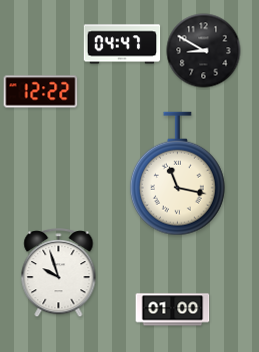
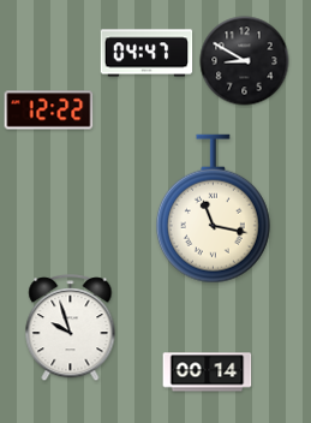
clock at (173, 310): 01:00 -> 00:14
